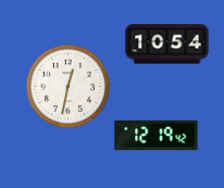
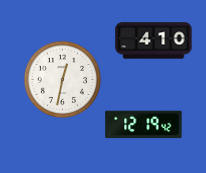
clock at (167, 45): 10:54 -> 4:10
